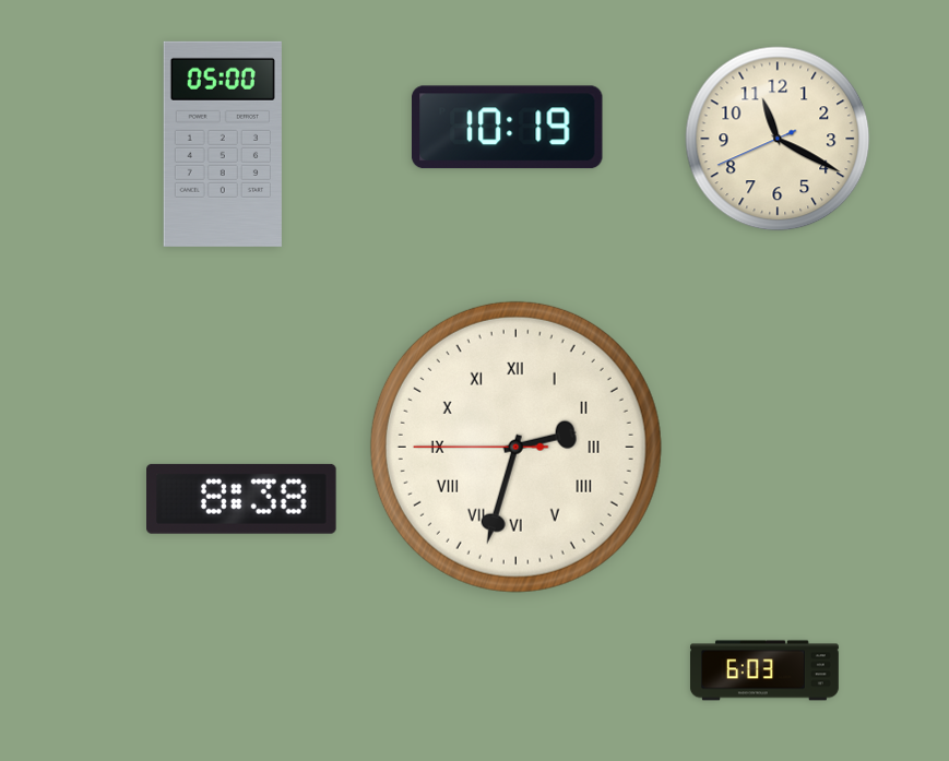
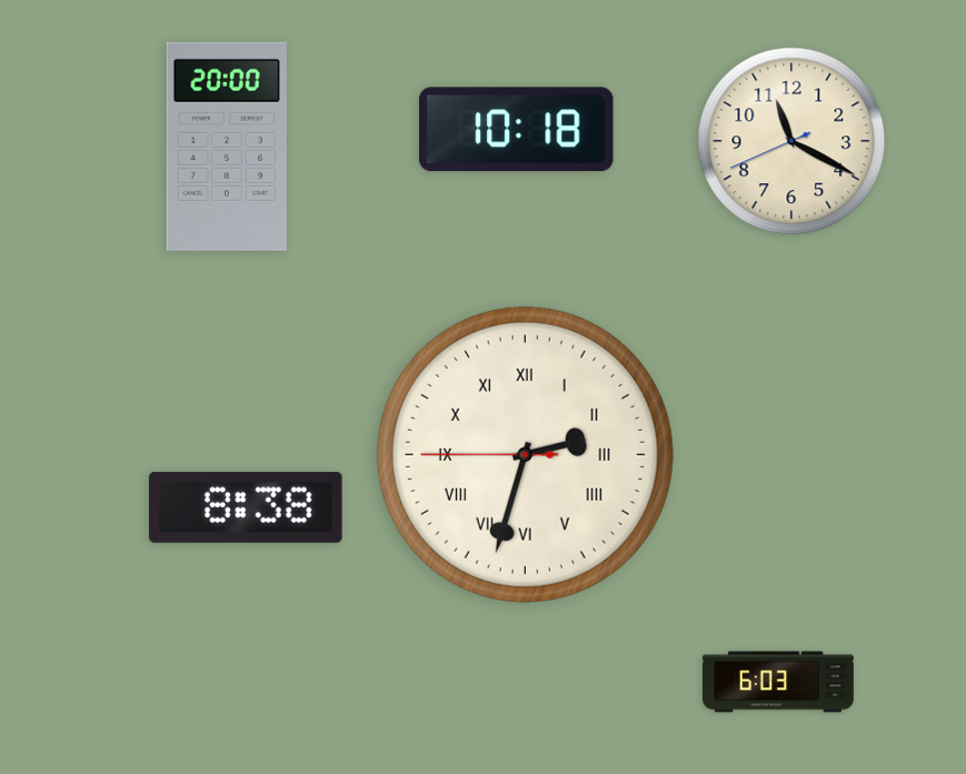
clock at (507, 128): 10:19 -> 10:18
clock at (223, 144): 05:00 -> 20:00
